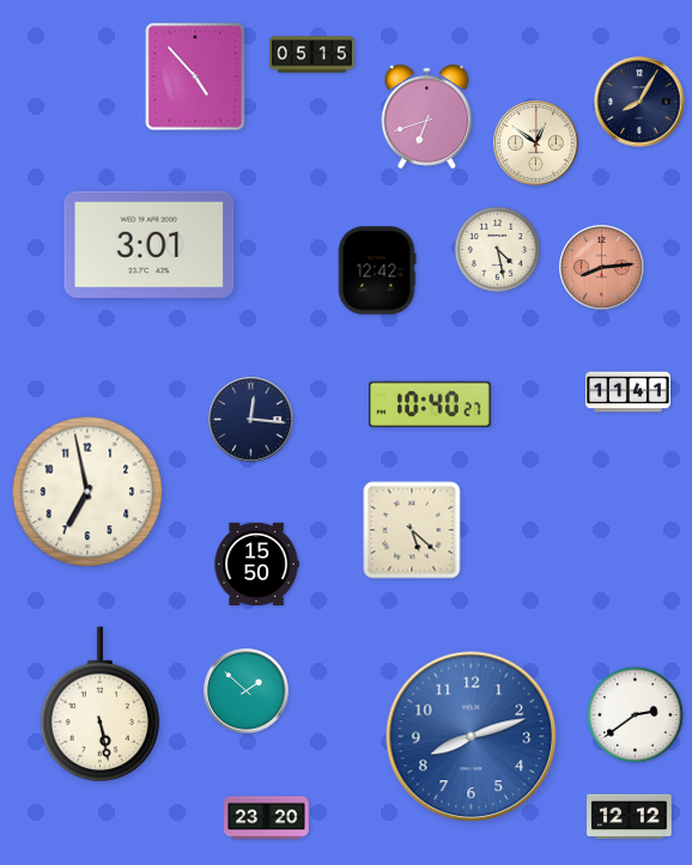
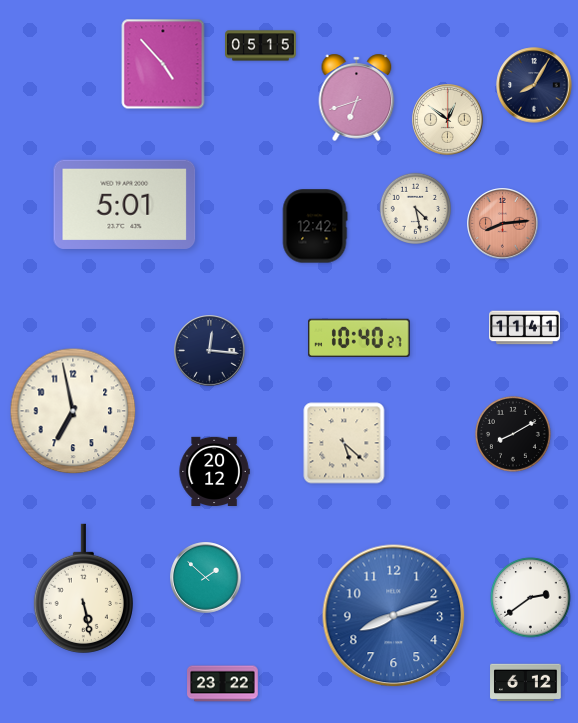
clock at (150, 244): 3:01 -> 5:01
clock at (513, 434): none -> 8:10
clock at (256, 564): 15:50 -> 20:12
clock at (630, 817): 12:12 -> 6:12
clock at (267, 818): 23:20 -> 23:22
